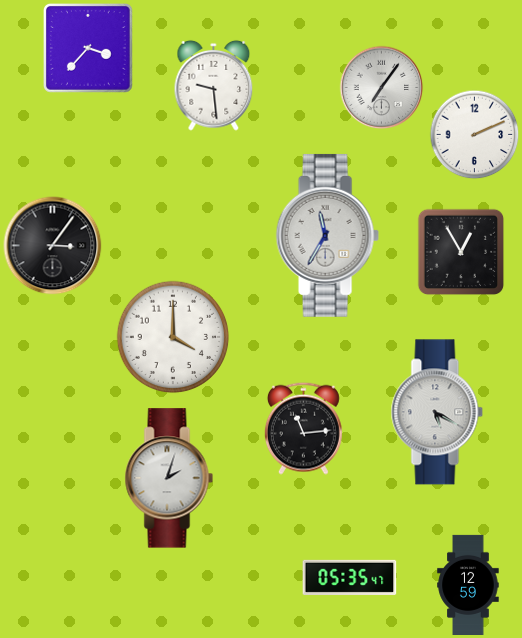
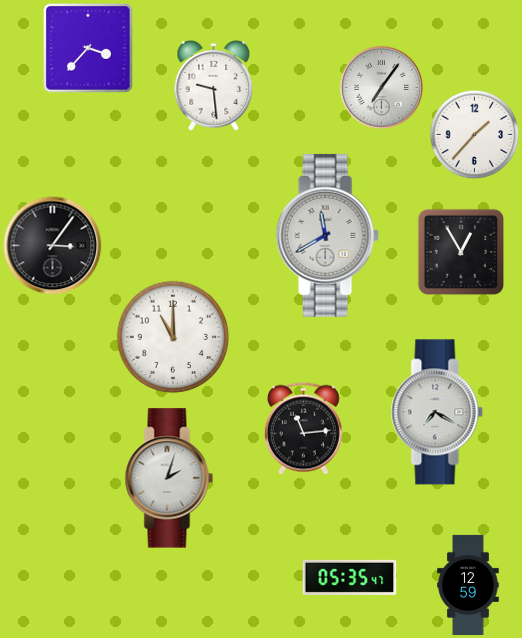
clock at (475, 135): 2:11 -> 1:37
clock at (327, 235): 11:35 -> 11:40
clock at (173, 337): 4:00 -> 11:00
clock at (437, 412): 5:20 -> 7:20
